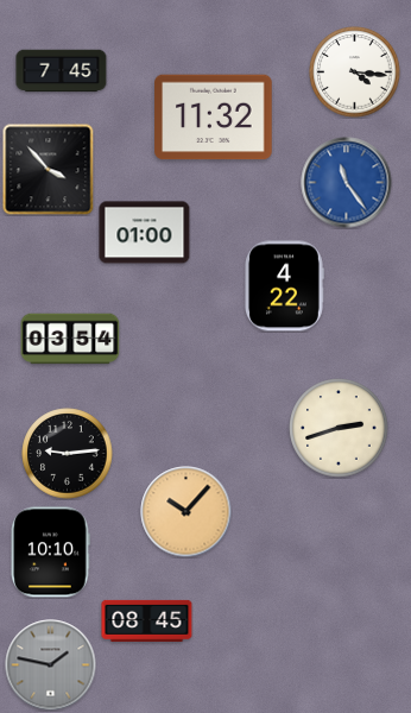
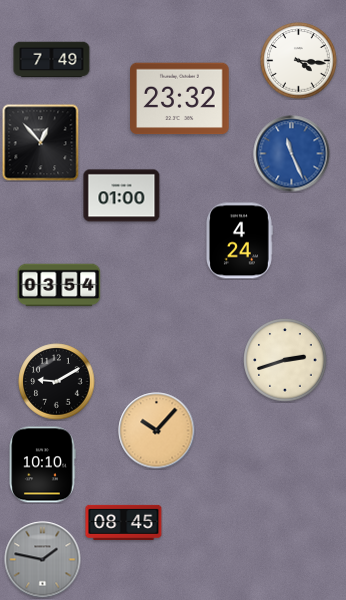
clock at (62, 71): 7:45 -> 7:49
clock at (214, 118): 11:32 -> 23:32
clock at (49, 170): 3:53 -> 12:53
clock at (347, 183): 11:24 -> 11:26
clock at (285, 286): 4:22 -> 4:24
clock at (68, 454): 9:14 -> 9:10
